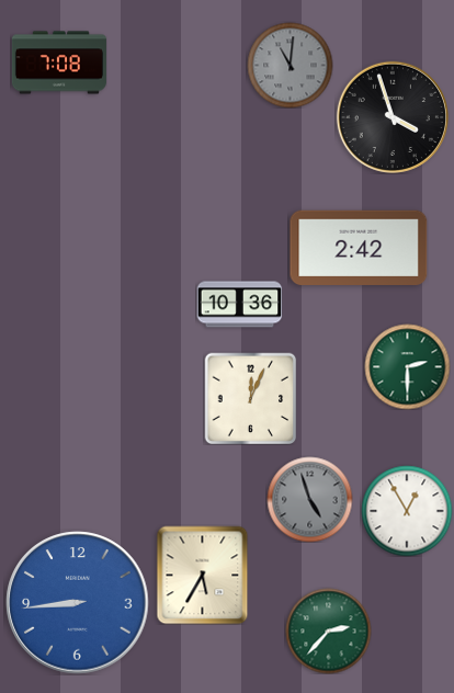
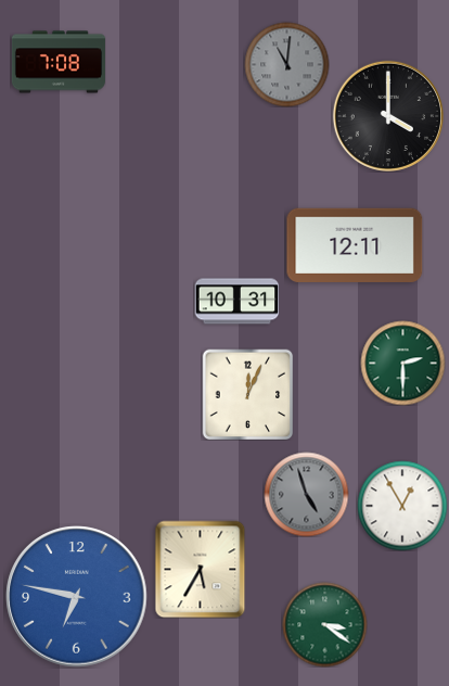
clock at (393, 117): 3:57 -> 4:00
clock at (359, 248): 2:42 -> 12:11
clock at (239, 305): 10:36 -> 10:31
clock at (78, 603): 8:44 -> 6:47
clock at (328, 630): 2:37 -> 3:21
